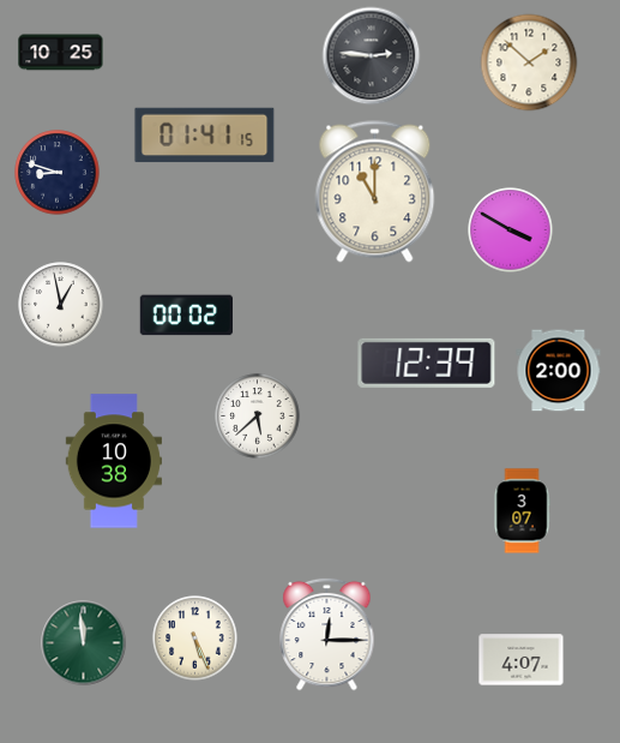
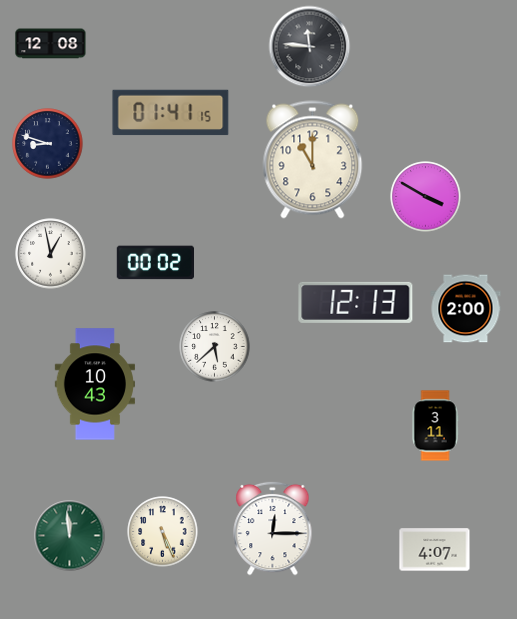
clock at (61, 53): 10:25 -> 12:08
clock at (372, 56): 2:46 -> 11:46
clock at (529, 62): 1:52 -> none
clock at (511, 230) position: (511, 230) -> (426, 197)
clock at (427, 362): 12:39 -> 12:13
clock at (113, 461): 10:38 -> 10:43
clock at (522, 511): 3:07 -> 3:11
